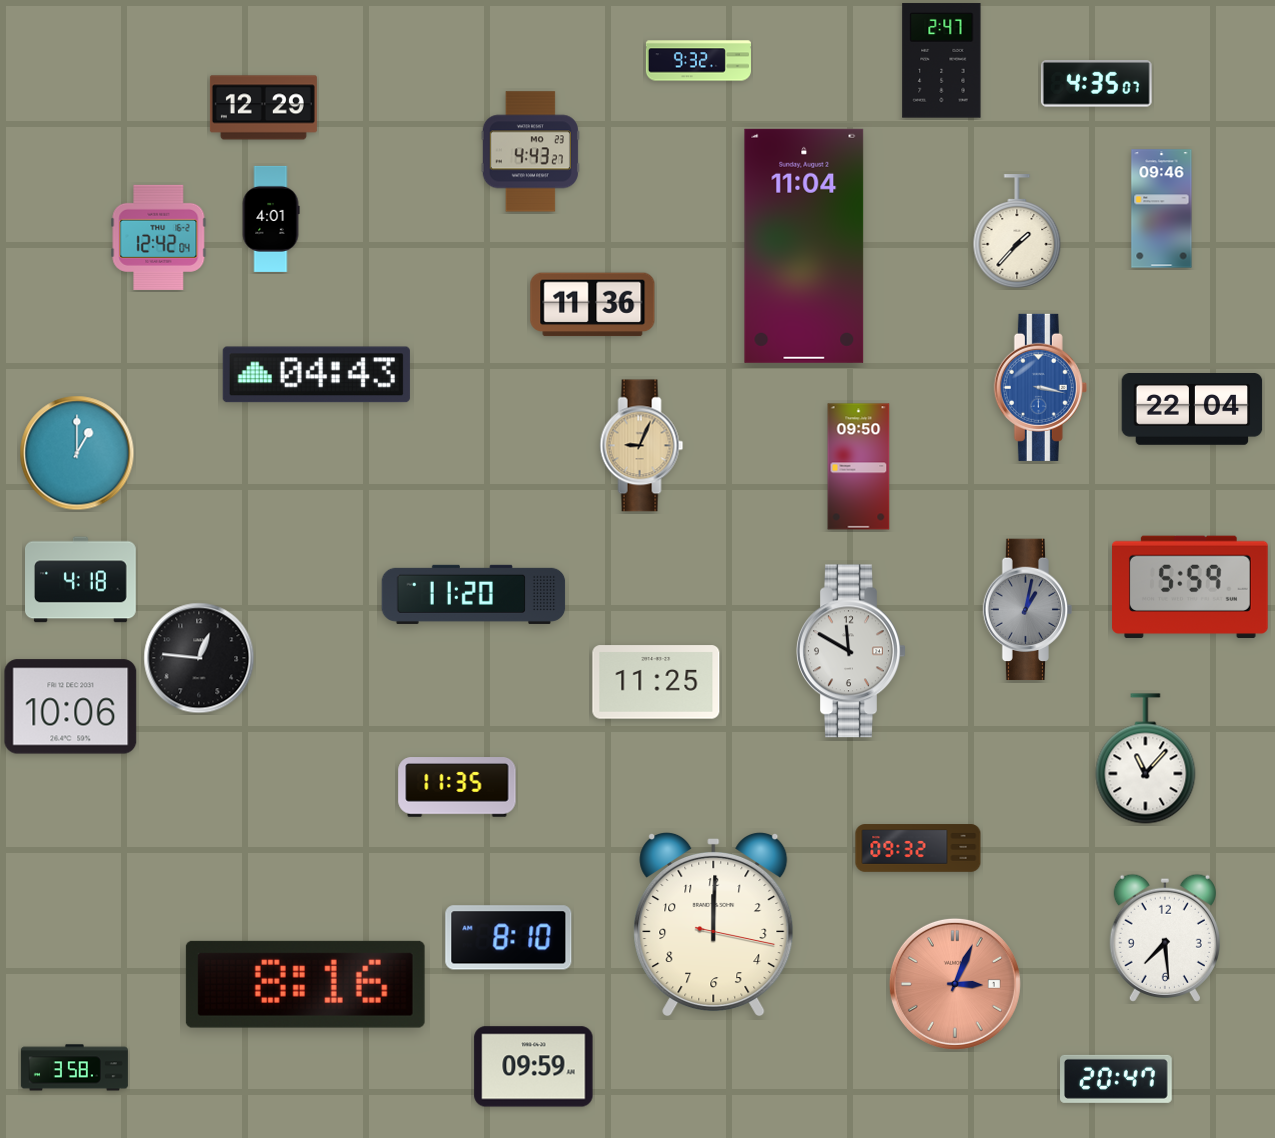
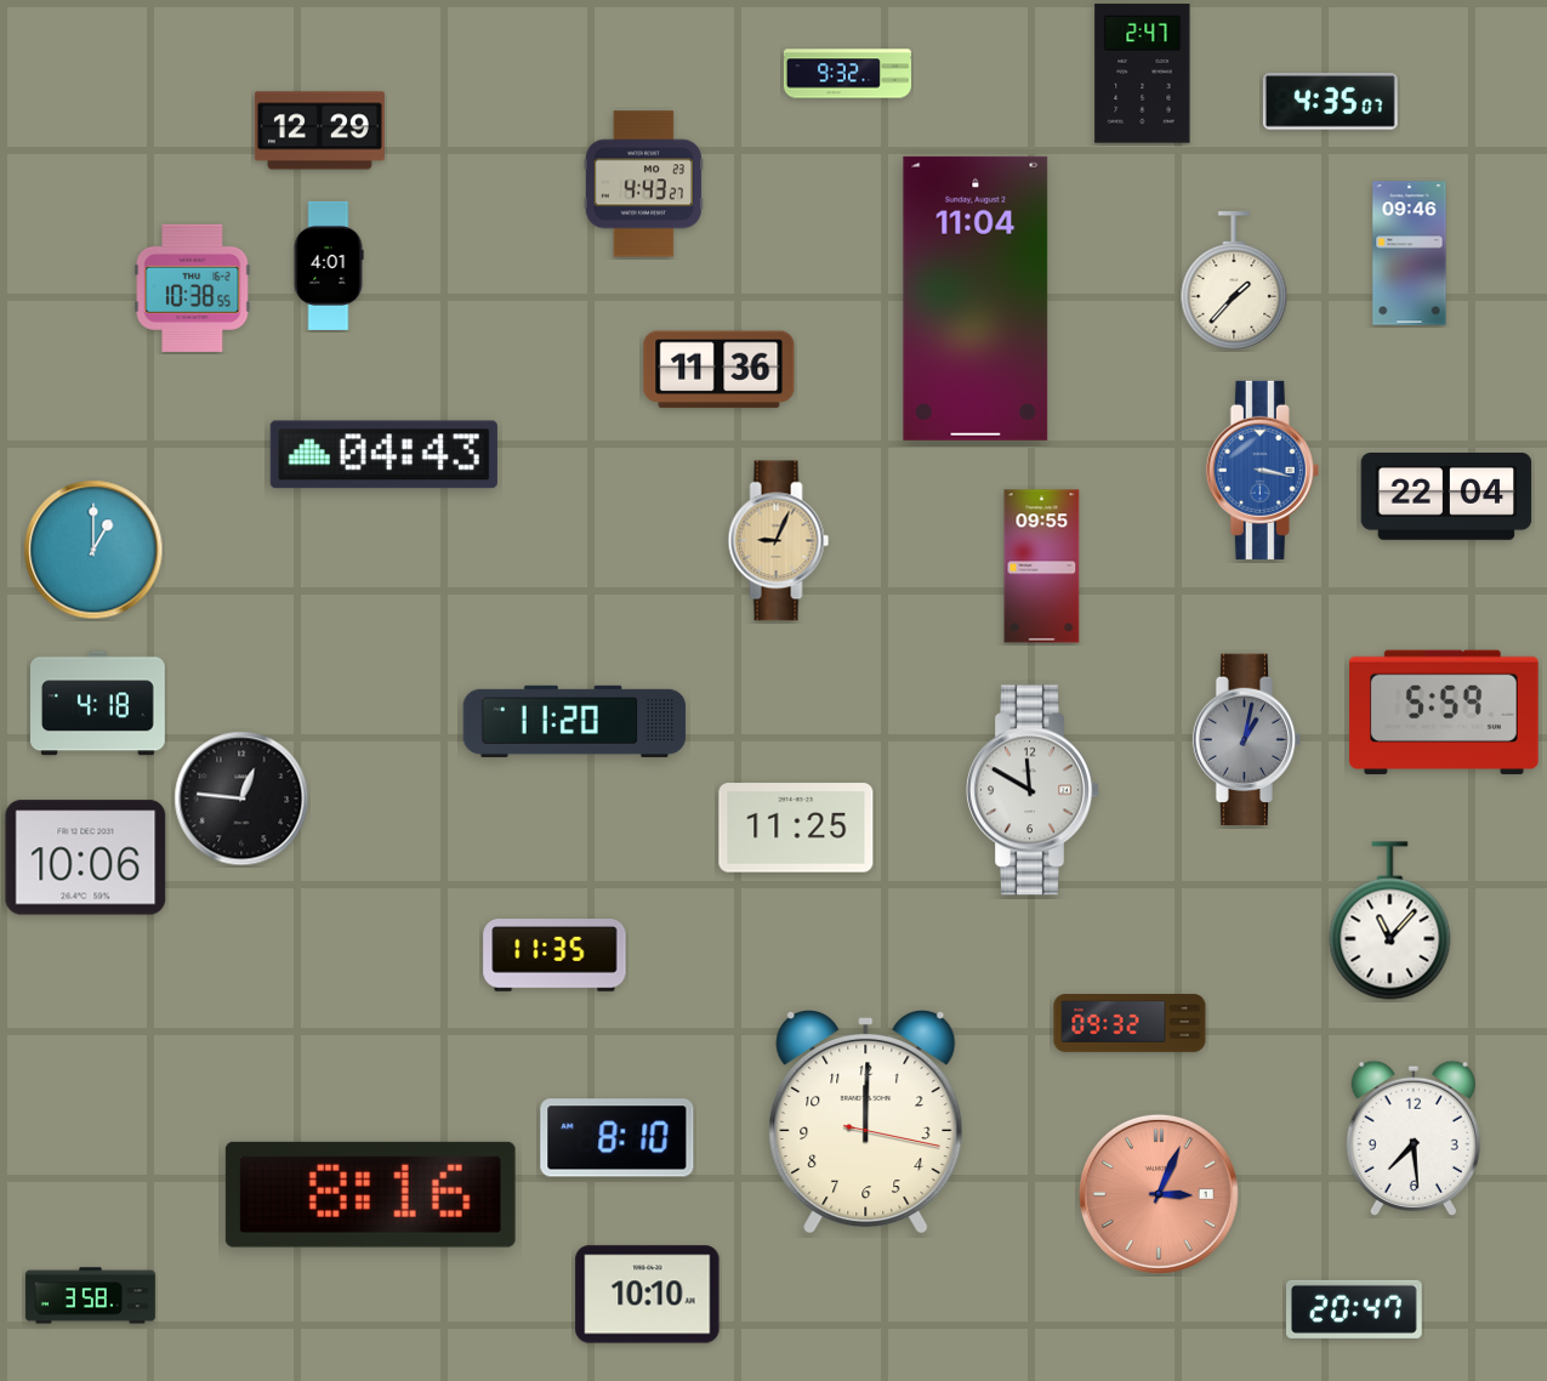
clock at (159, 237): 12:42 -> 10:38
clock at (859, 467): 09:50 -> 09:55
clock at (918, 848) position: (918, 848) -> (1130, 1023)
clock at (534, 1067): 09:59 -> 10:10
